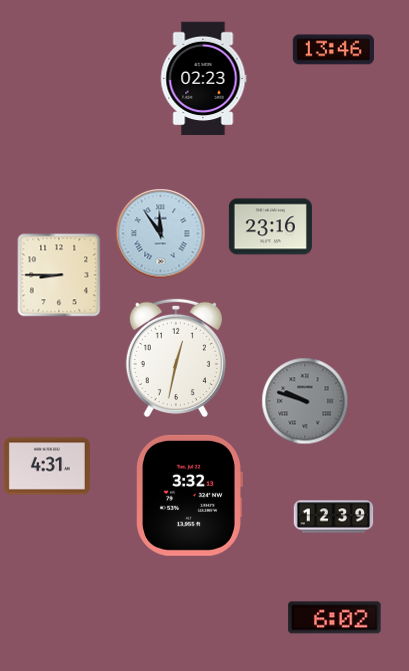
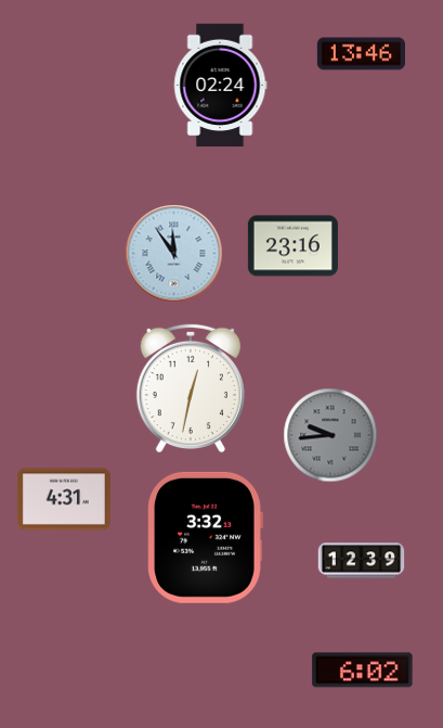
clock at (203, 79): 02:23 -> 02:24
clock at (59, 275): 8:45 -> none
clock at (305, 401): 9:48 -> 9:44
clock at (47, 466) position: (47, 466) -> (64, 499)
